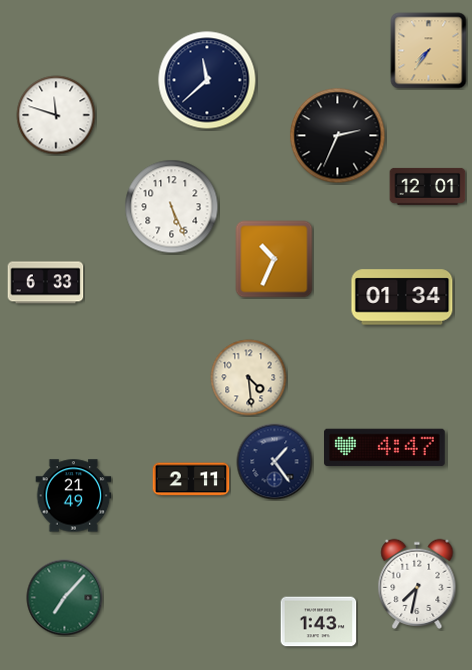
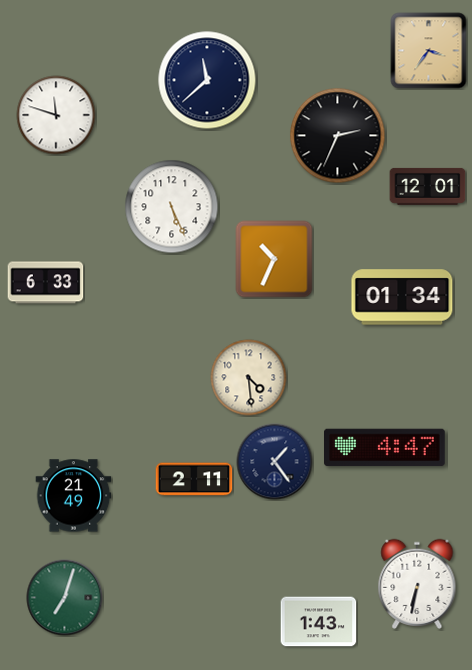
clock at (429, 51): 7:36 -> 3:36
clock at (191, 479) position: (191, 479) -> (194, 479)
clock at (417, 584): 7:32 -> 6:32
clock at (65, 598): 7:07 -> 7:03
